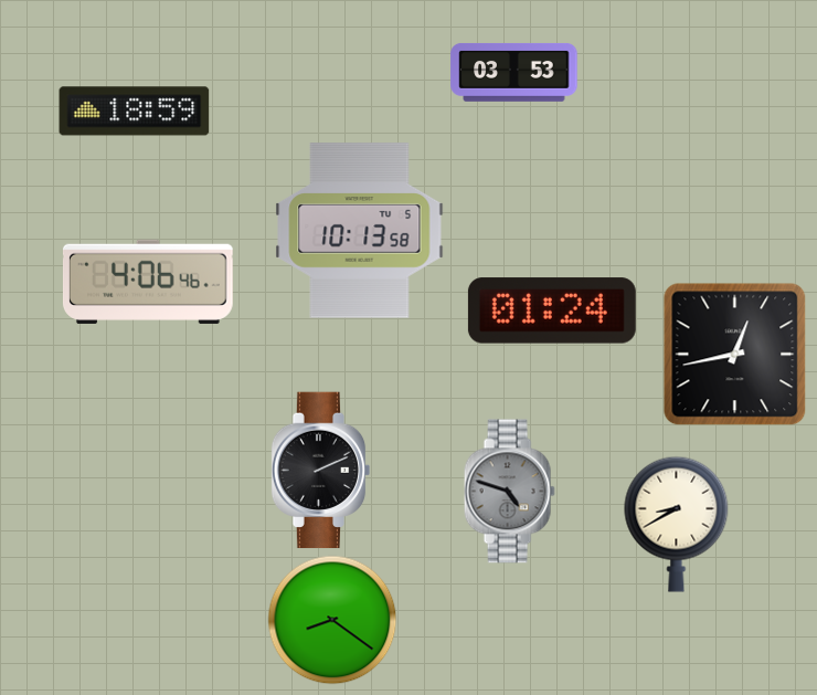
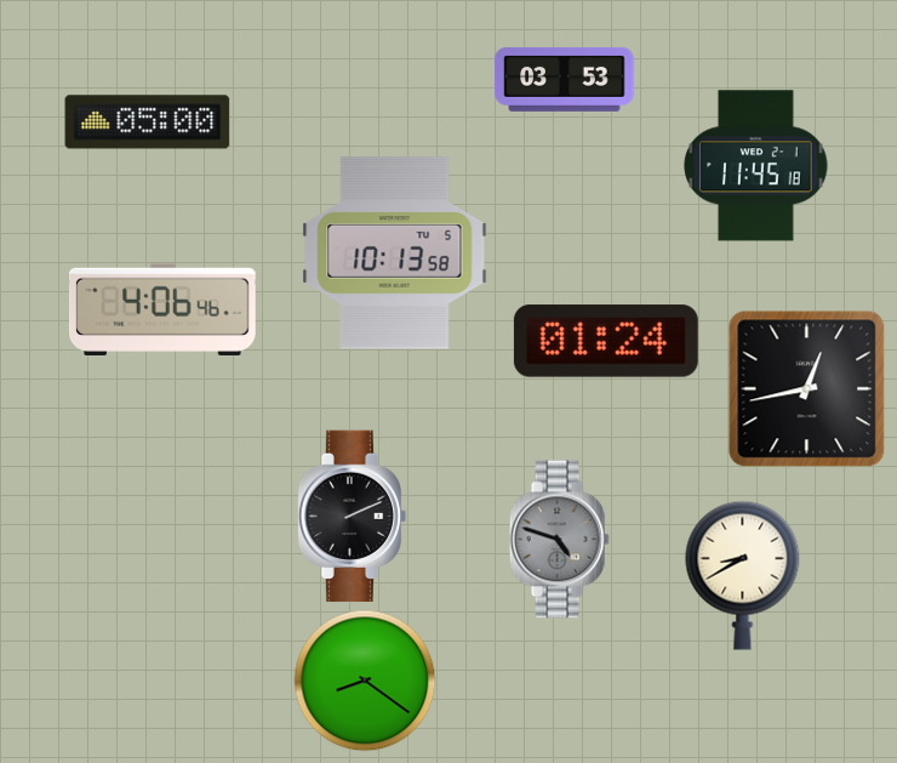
clock at (135, 112): 18:59 -> 05:00
clock at (756, 166): none -> 11:45
